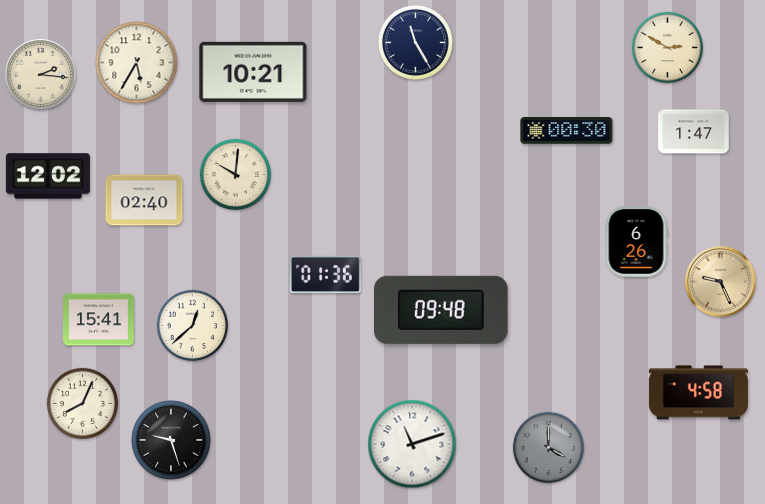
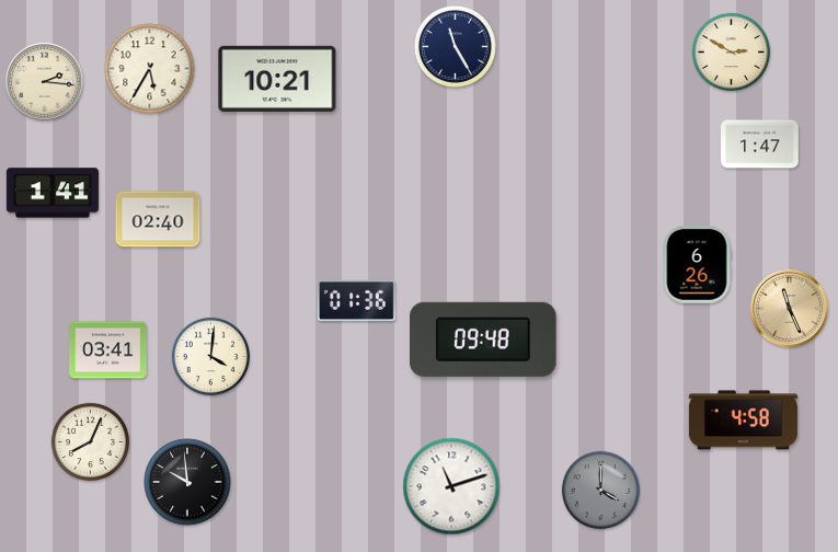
clock at (567, 131): 00:30 -> none
clock at (236, 175): 10:01 -> none
clock at (48, 176): 12:02 -> 1:41
clock at (721, 282): 9:26 -> 11:26
clock at (99, 320): 15:41 -> 03:41
clock at (193, 326): 12:38 -> 4:01
clock at (698, 393) position: (698, 393) -> (743, 421)
clock at (171, 440): 9:27 -> 9:59
